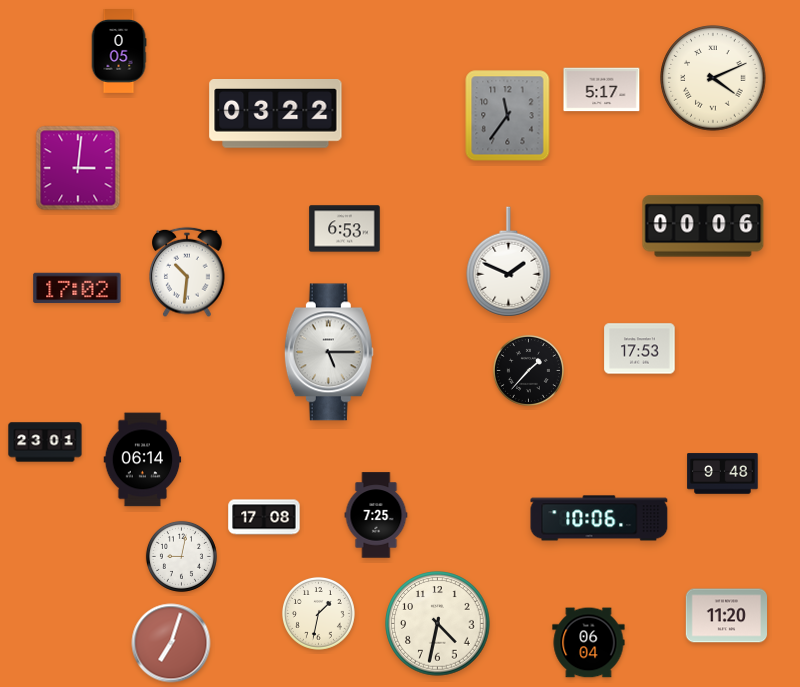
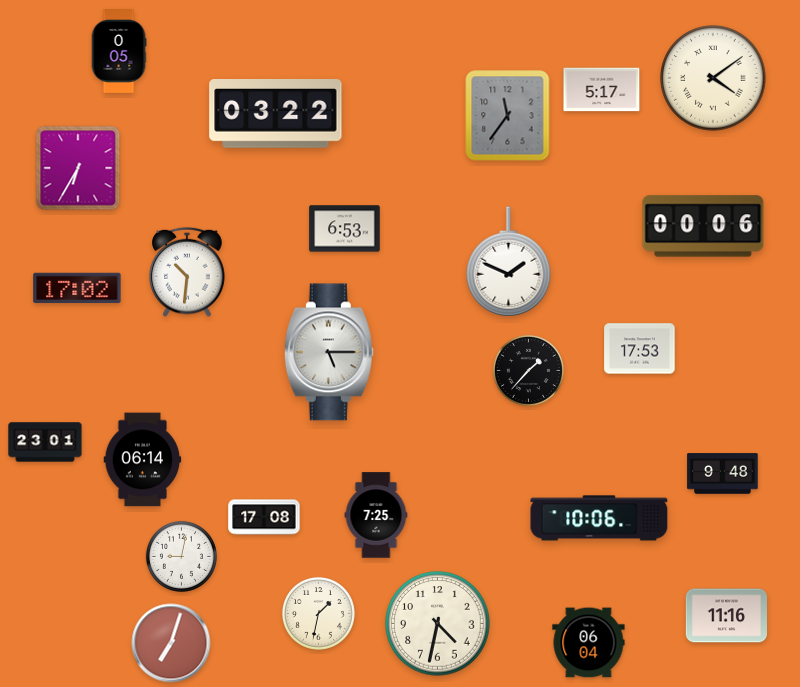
clock at (713, 78): 4:11 -> 4:09
clock at (78, 168): 3:01 -> 6:35
clock at (727, 616): 11:20 -> 11:16
